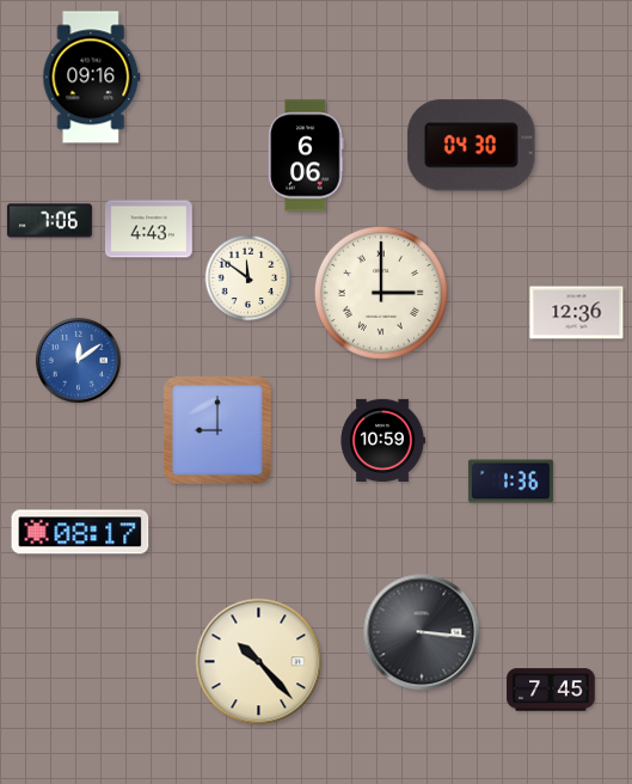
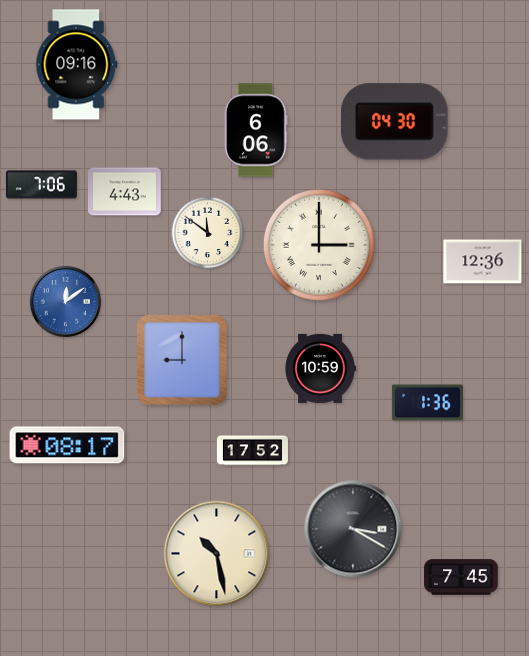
clock at (252, 451): none -> 17:52
clock at (422, 632): 3:16 -> 3:20
clock at (259, 662): 10:23 -> 10:28
